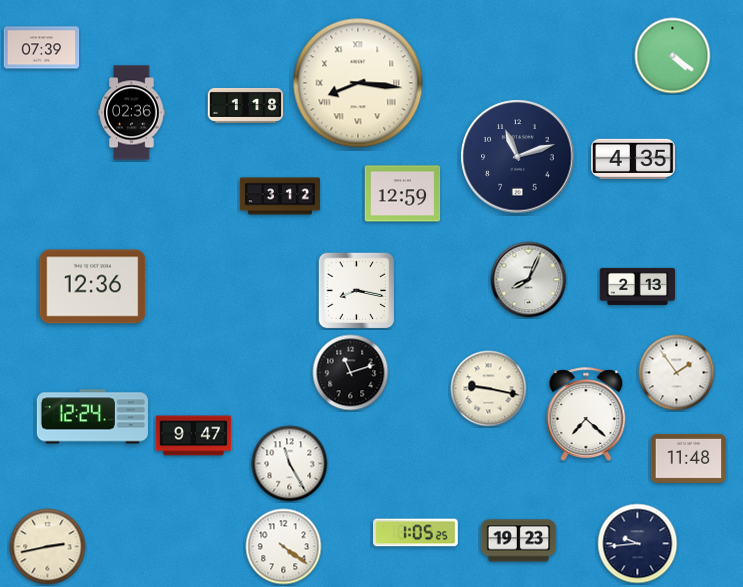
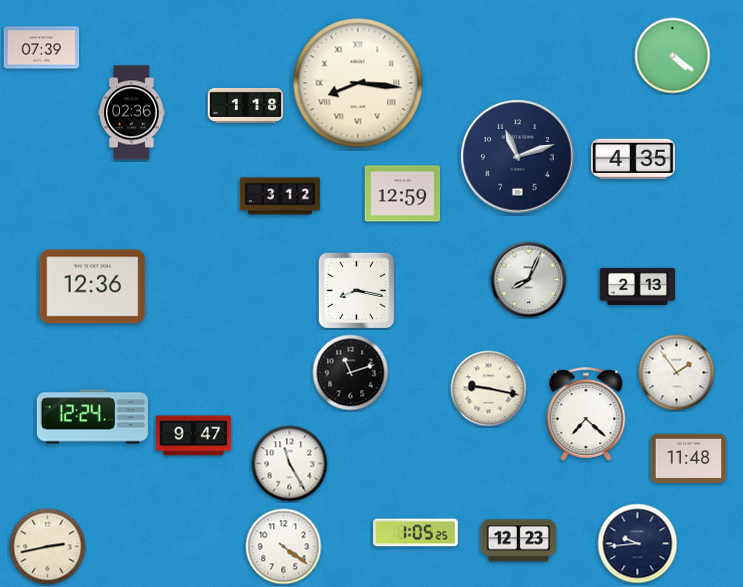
clock at (519, 541): 19:23 -> 12:23
